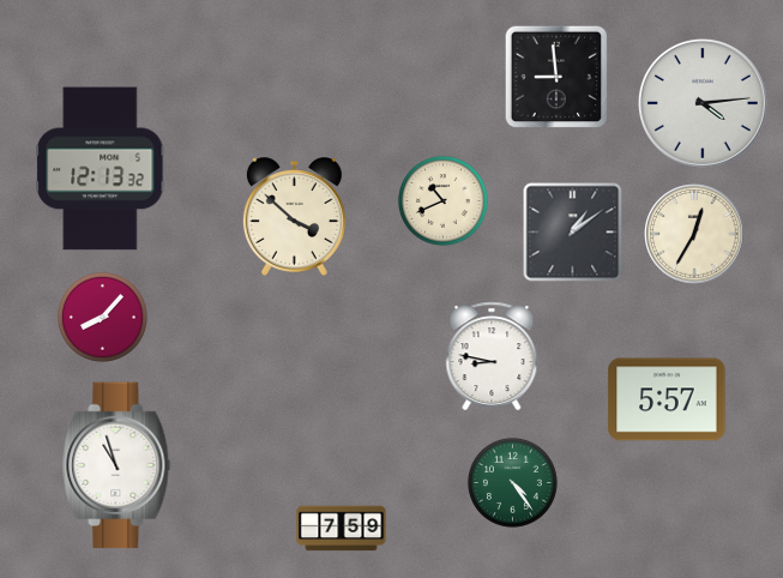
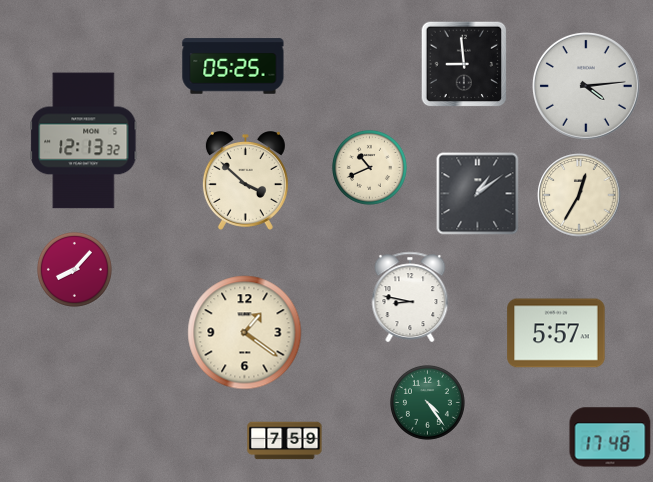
clock at (233, 66): none -> 05:25
clock at (102, 317) position: (102, 317) -> (74, 269)
clock at (245, 333): none -> 1:21
clock at (116, 465): 10:57 -> none
clock at (610, 437): none -> 17:48
